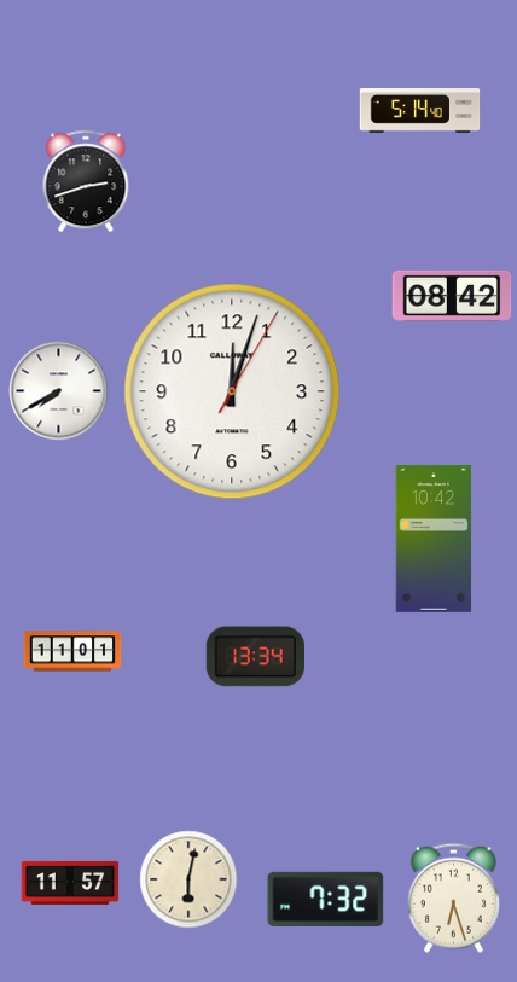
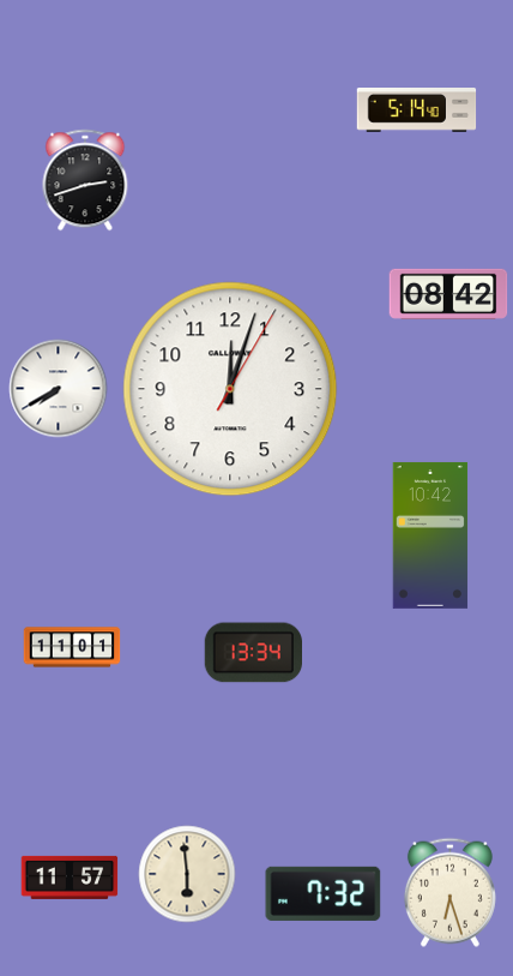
clock at (188, 879): 6:02 -> 5:59
